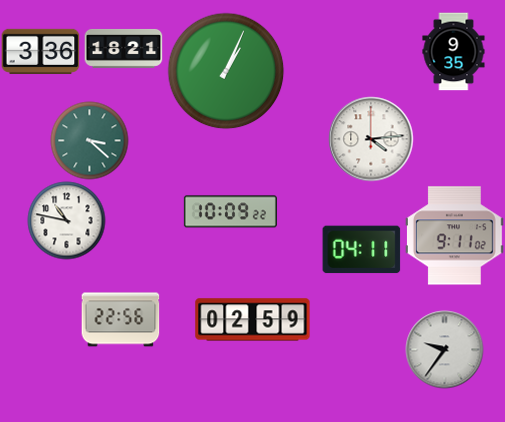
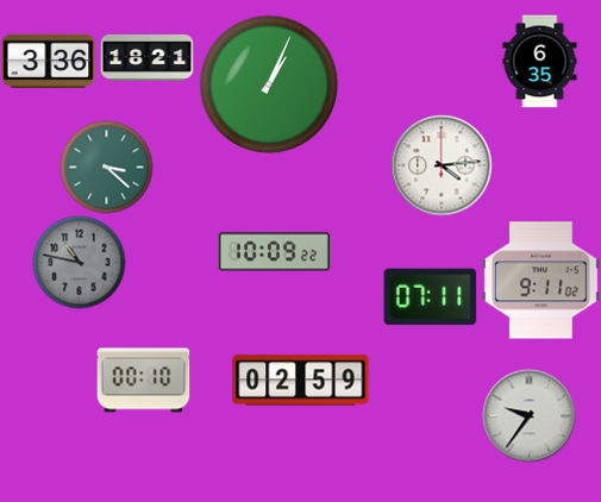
clock at (454, 51): 9:35 -> 6:35
clock at (66, 220) dial: white -> grey
clock at (361, 250): 04:11 -> 07:11
clock at (120, 320): 22:56 -> 00:10
